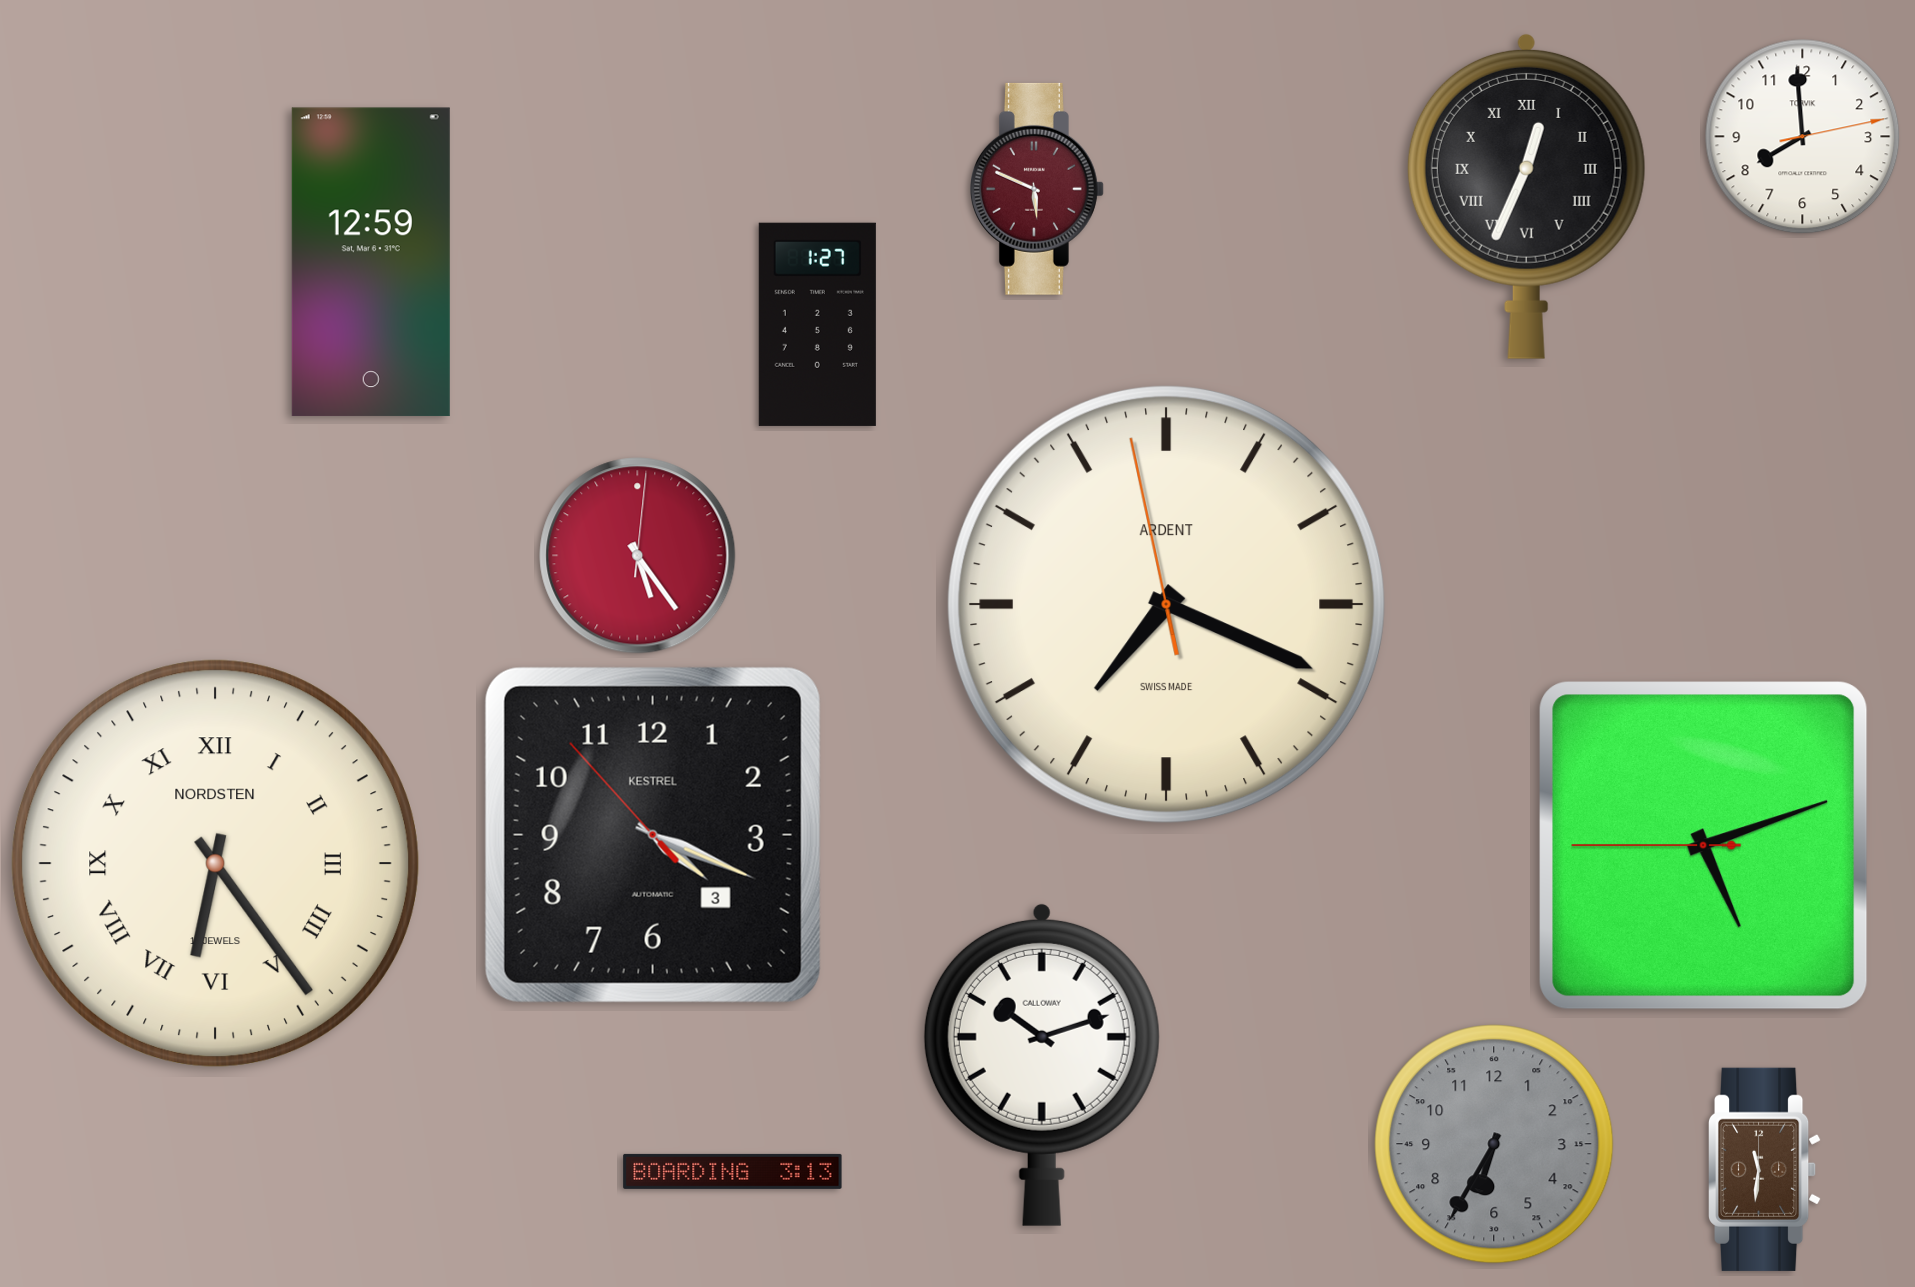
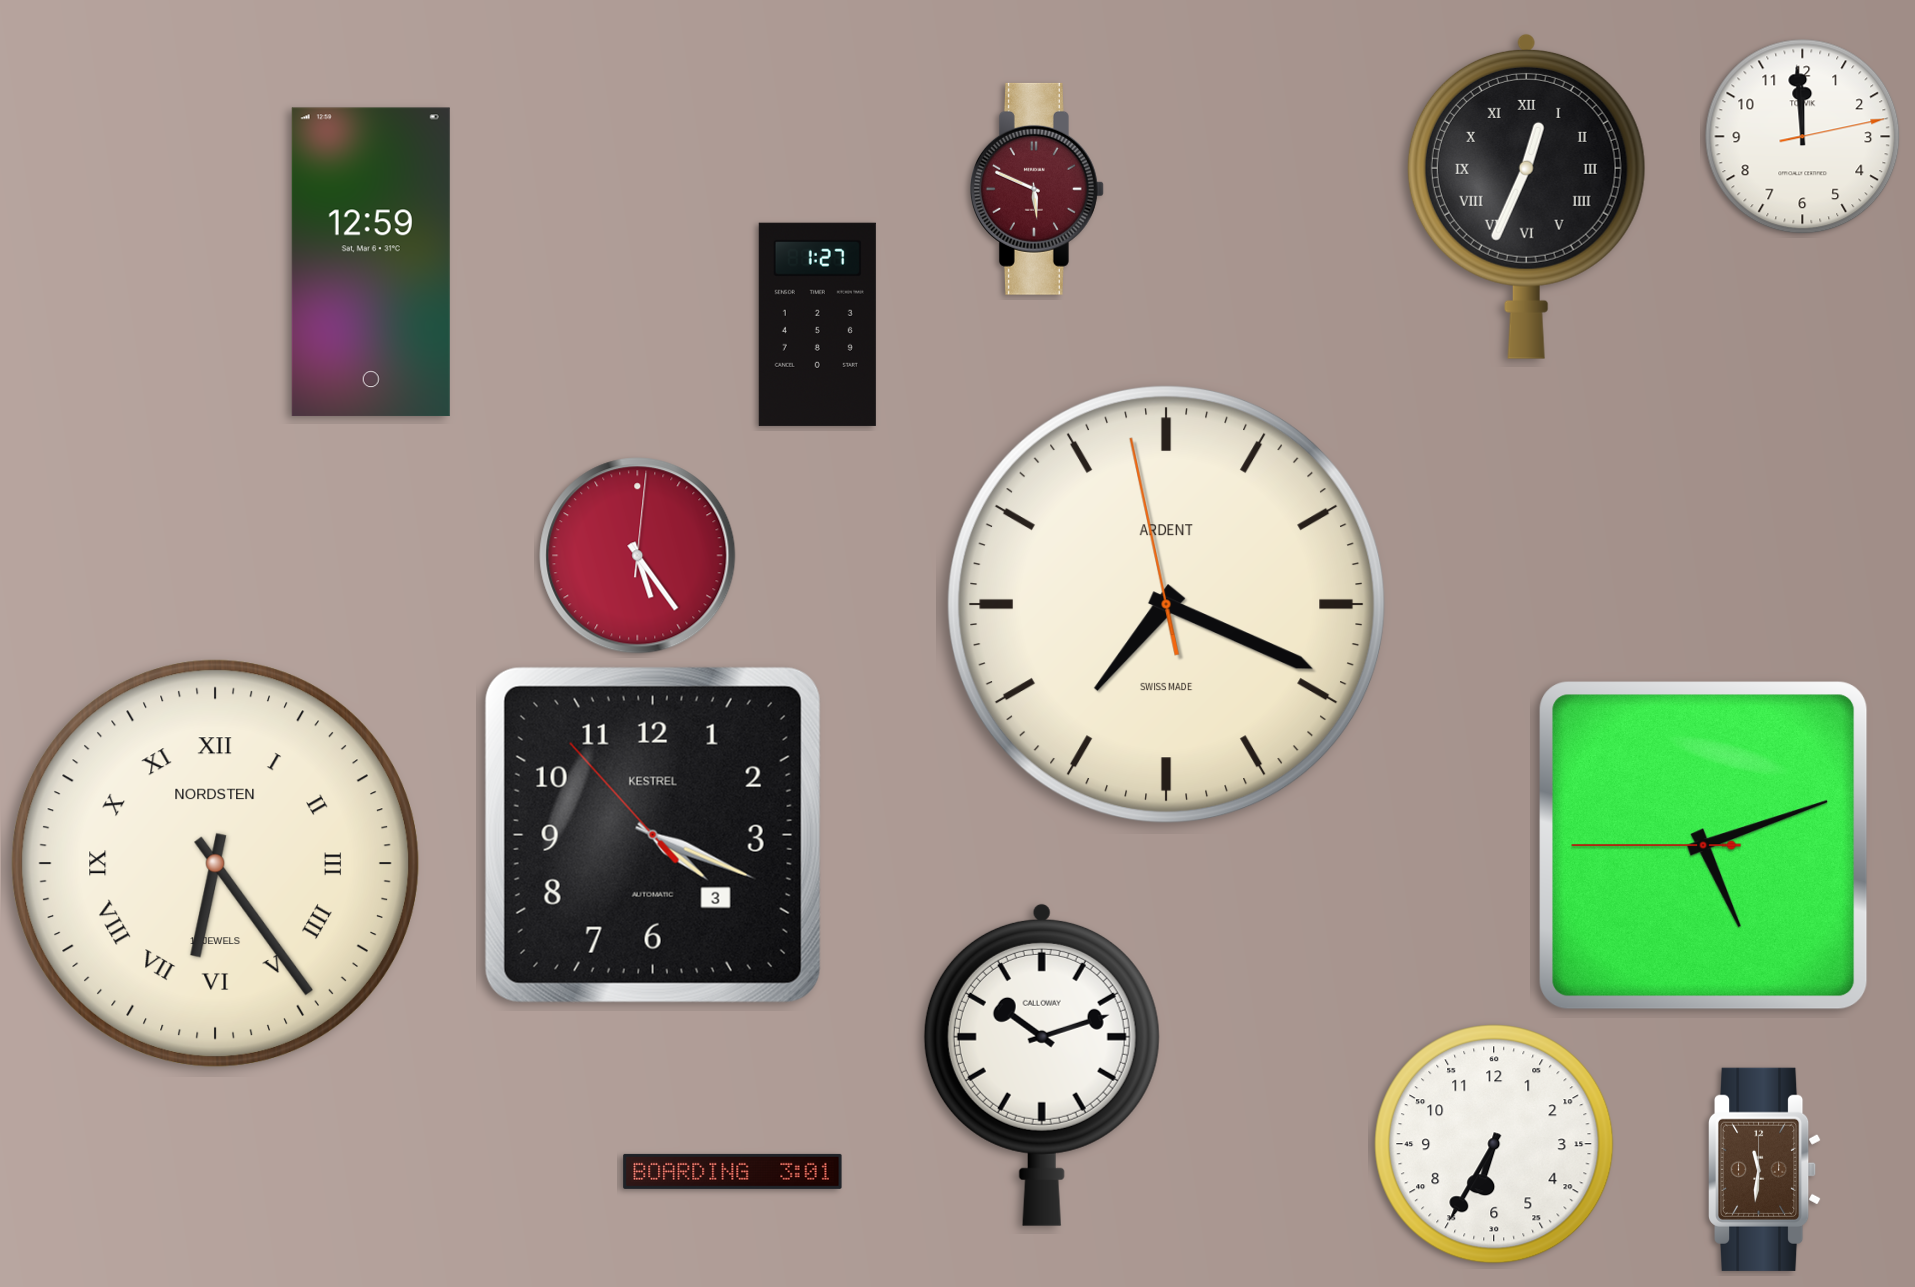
clock at (1803, 137): 7:59 -> 11:59
clock at (1494, 1144) dial: grey -> white
clock at (733, 1171): 3:13 -> 3:01
